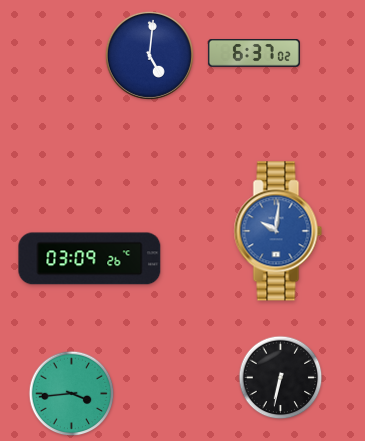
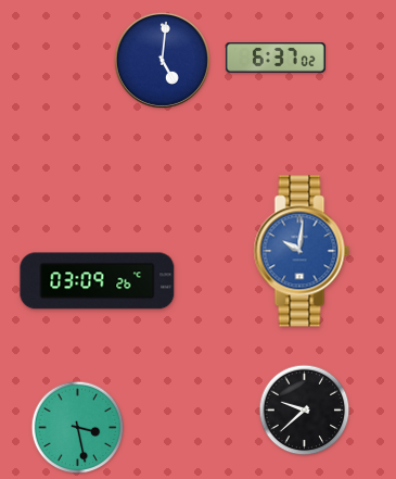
clock at (281, 378): 6:32 -> 9:38
clock at (72, 394): 3:44 -> 3:28
